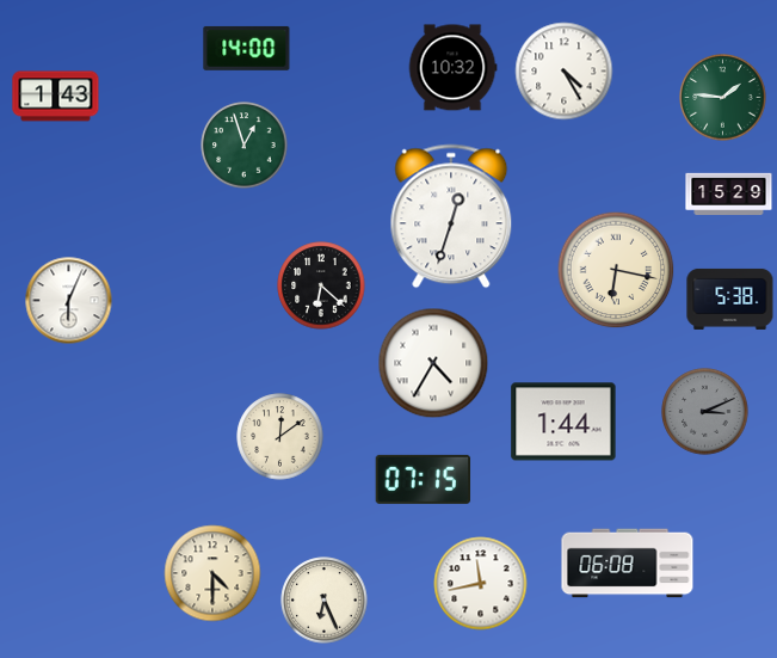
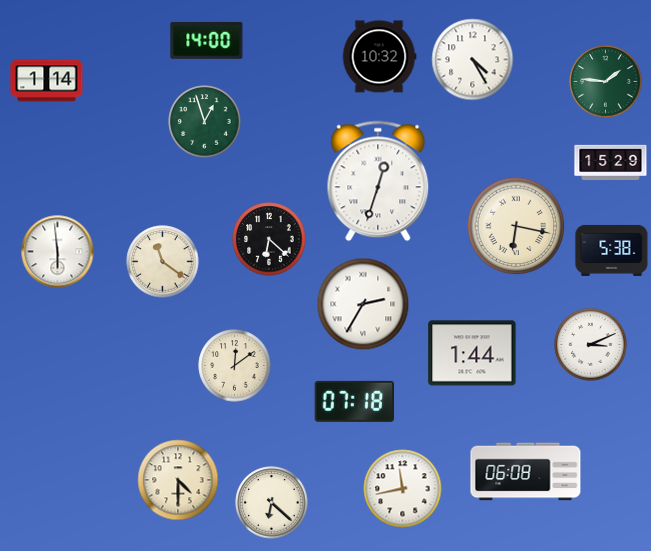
clock at (56, 97): 1:43 -> 1:14
clock at (69, 301): 6:04 -> 5:59
clock at (163, 262): none -> 11:21
clock at (433, 363): 4:35 -> 2:35
clock at (705, 412) dial: grey -> white
clock at (424, 479): 07:15 -> 07:18
clock at (325, 601): 6:26 -> 6:22
